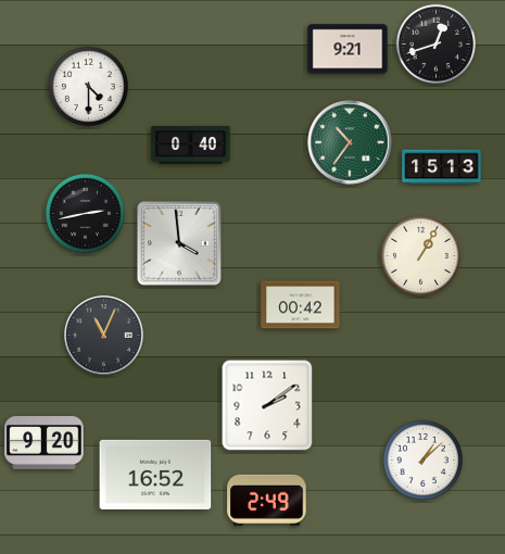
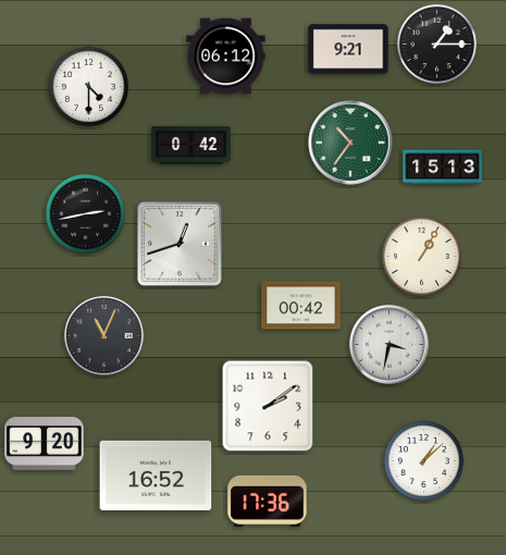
clock at (435, 43): 12:42 -> 1:15
clock at (226, 57): none -> 06:12
clock at (191, 144): 0:40 -> 0:42
clock at (179, 243): 3:59 -> 12:42
clock at (390, 345): none -> 3:32
clock at (267, 500): 2:49 -> 17:36
